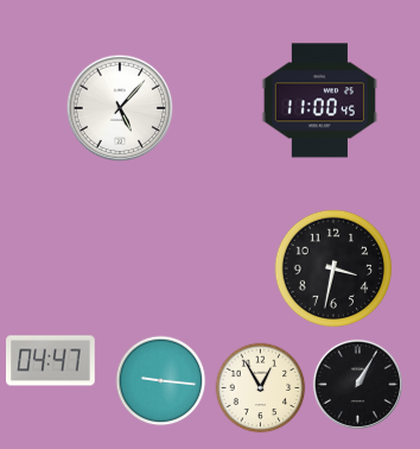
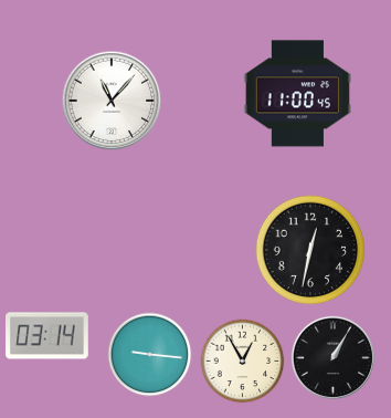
clock at (120, 108): 5:07 -> 11:07
clock at (333, 268): 3:32 -> 12:32
clock at (51, 361): 04:47 -> 03:14
